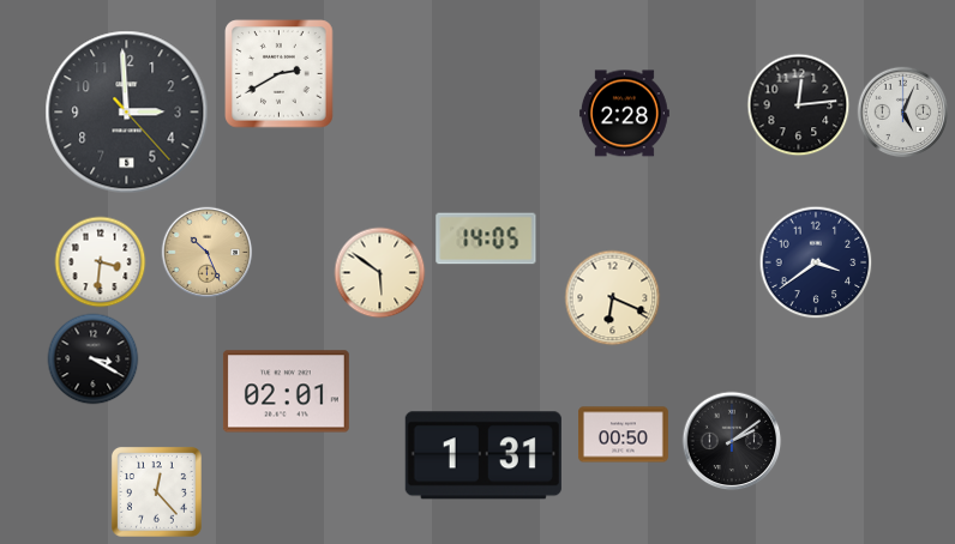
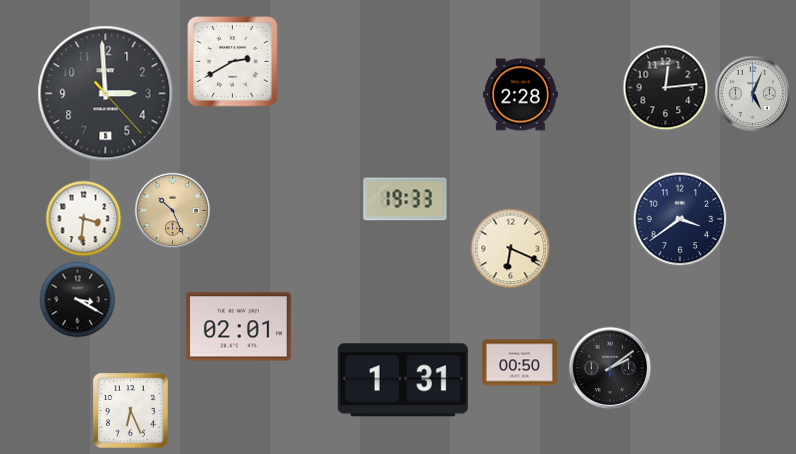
clock at (486, 238): 14:05 -> 19:33
clock at (380, 273): 5:51 -> none
clock at (156, 491): 12:23 -> 6:26
